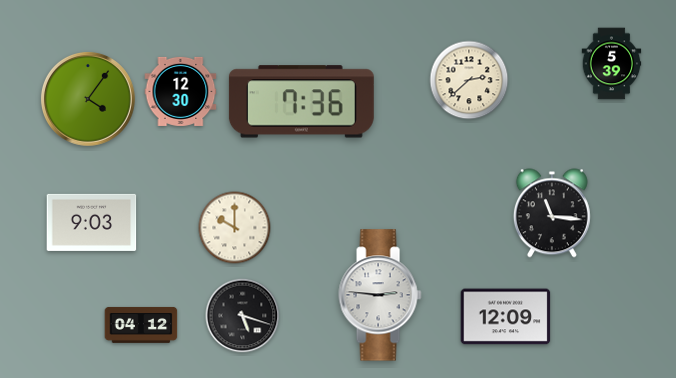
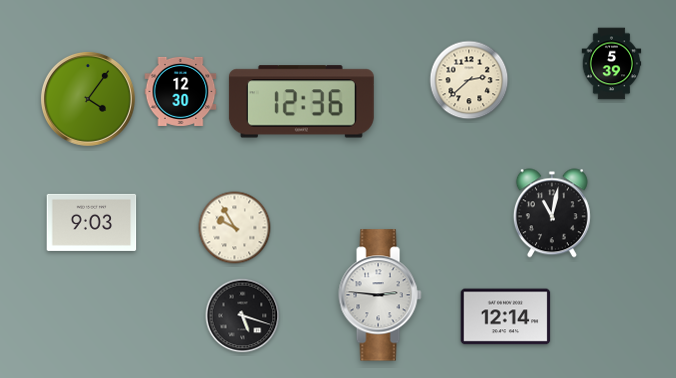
clock at (301, 102): 7:36 -> 12:36
clock at (552, 213): 11:16 -> 11:02
clock at (235, 228): 10:00 -> 9:55
clock at (506, 317): 12:09 -> 12:14
clock at (141, 325): 04:12 -> none
